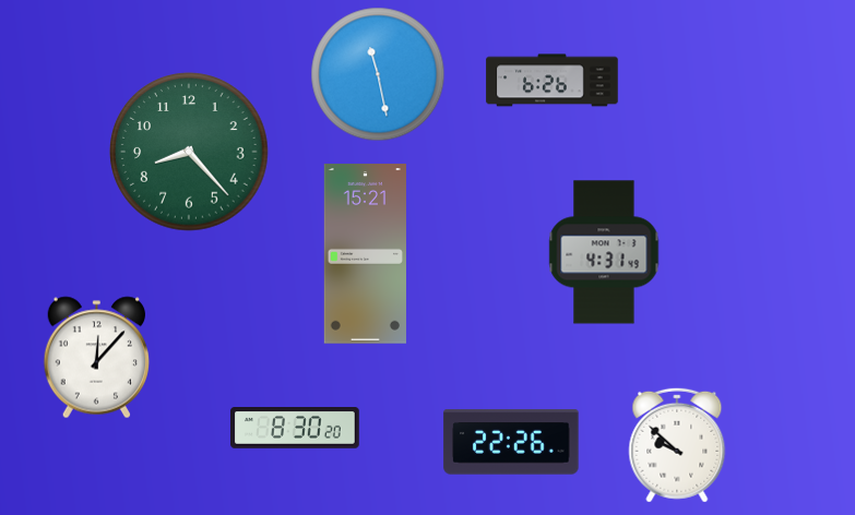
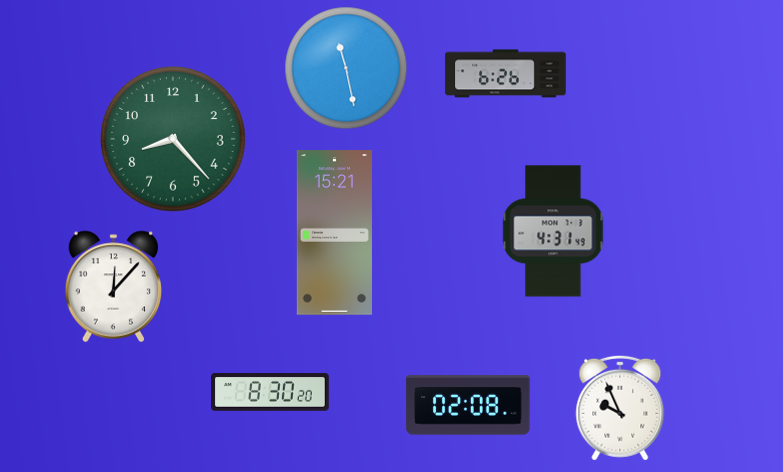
clock at (96, 358) position: (96, 358) -> (113, 287)
clock at (511, 442): 22:26 -> 02:08
clock at (677, 445): 9:52 -> 9:56
